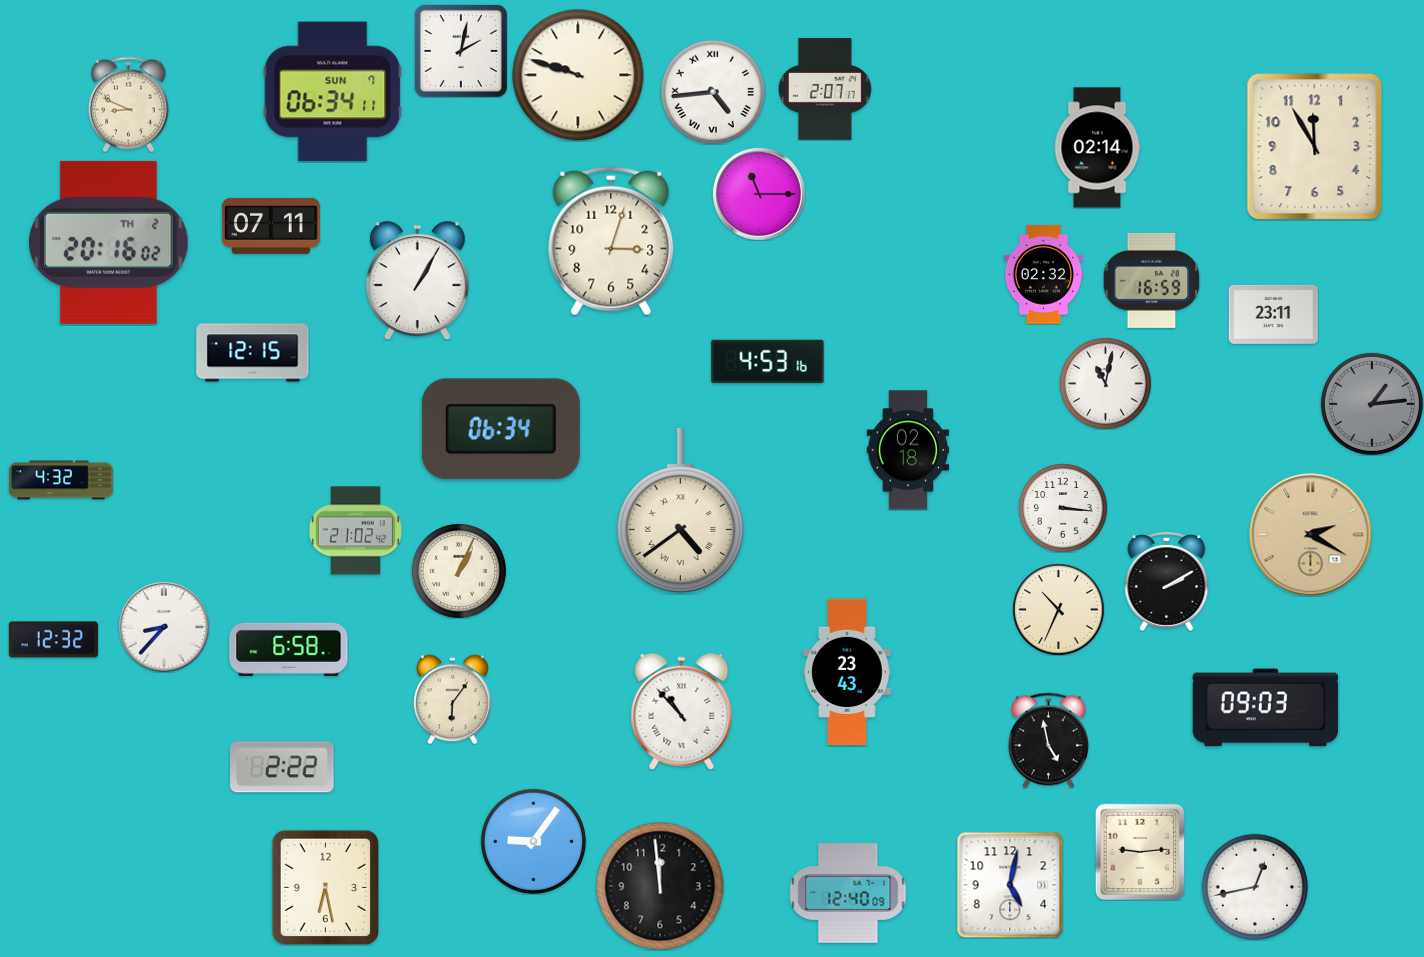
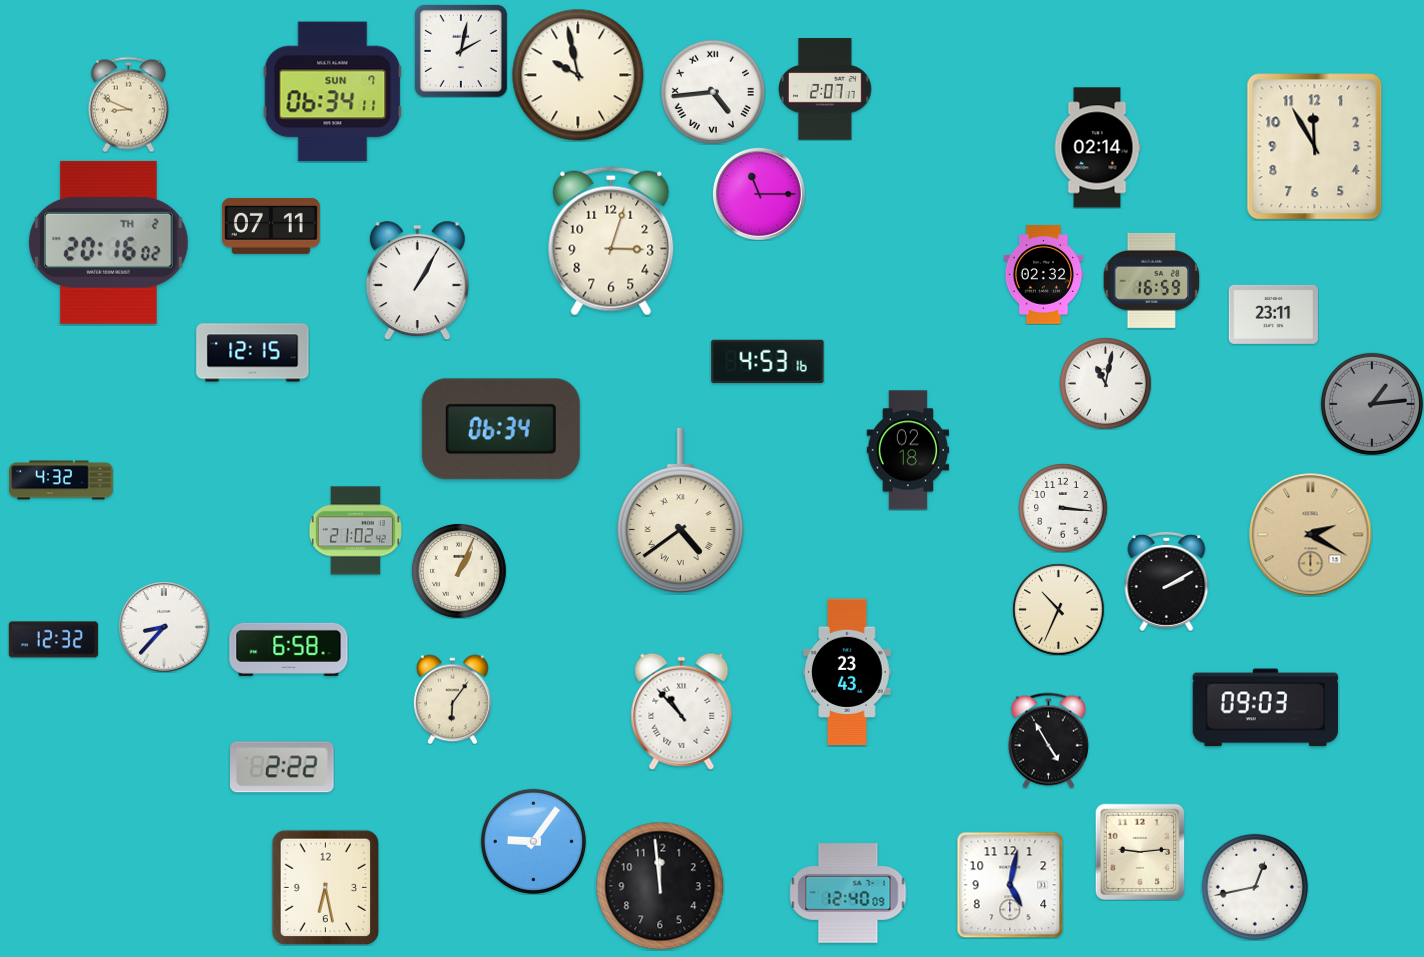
clock at (578, 75): 9:48 -> 9:58
clock at (1048, 740): 4:58 -> 4:55
